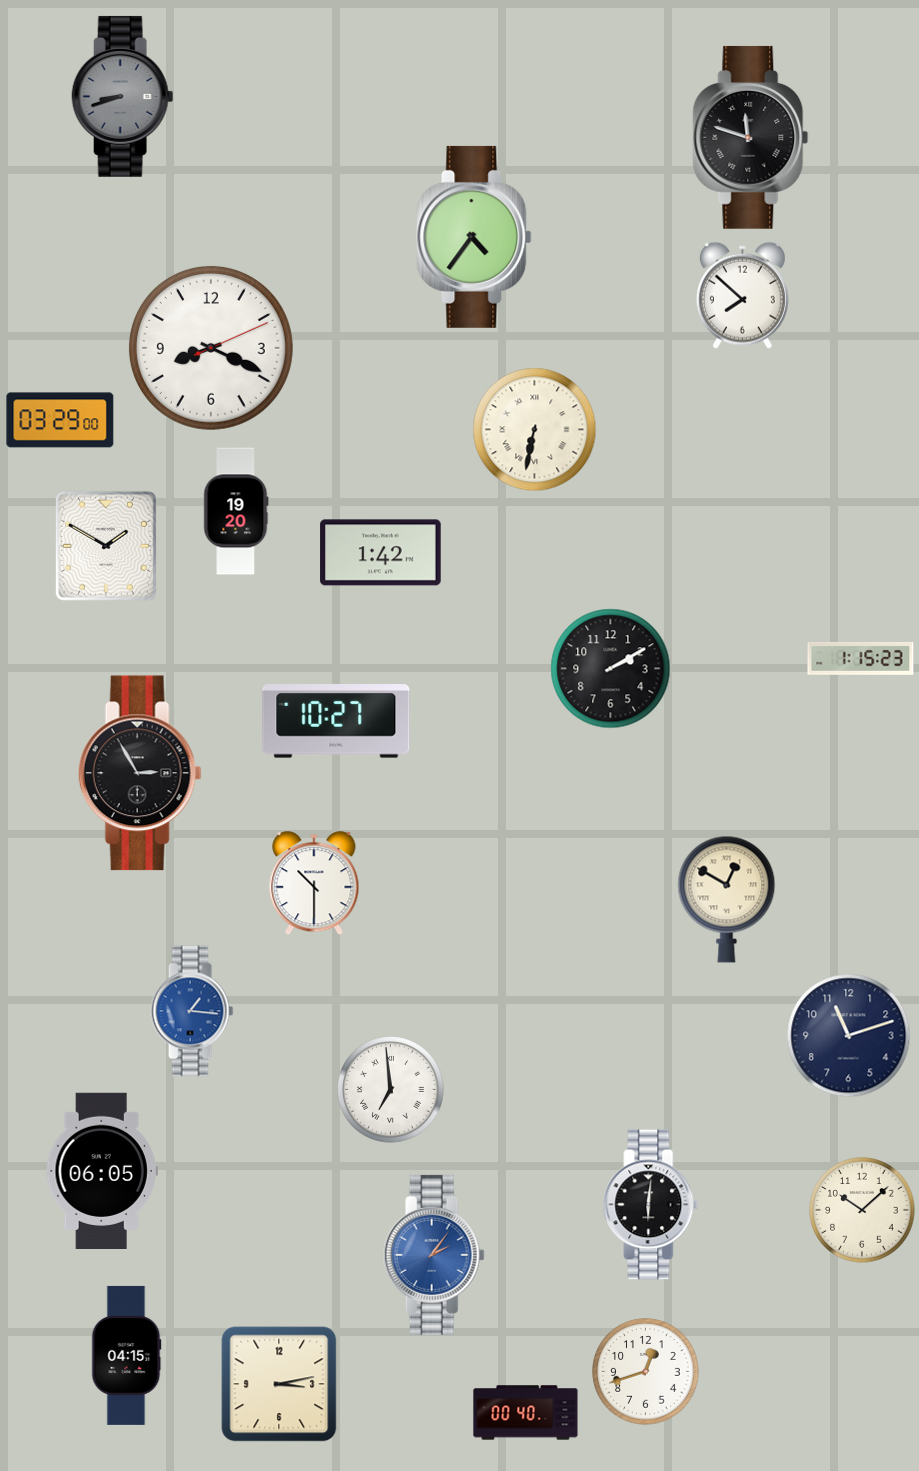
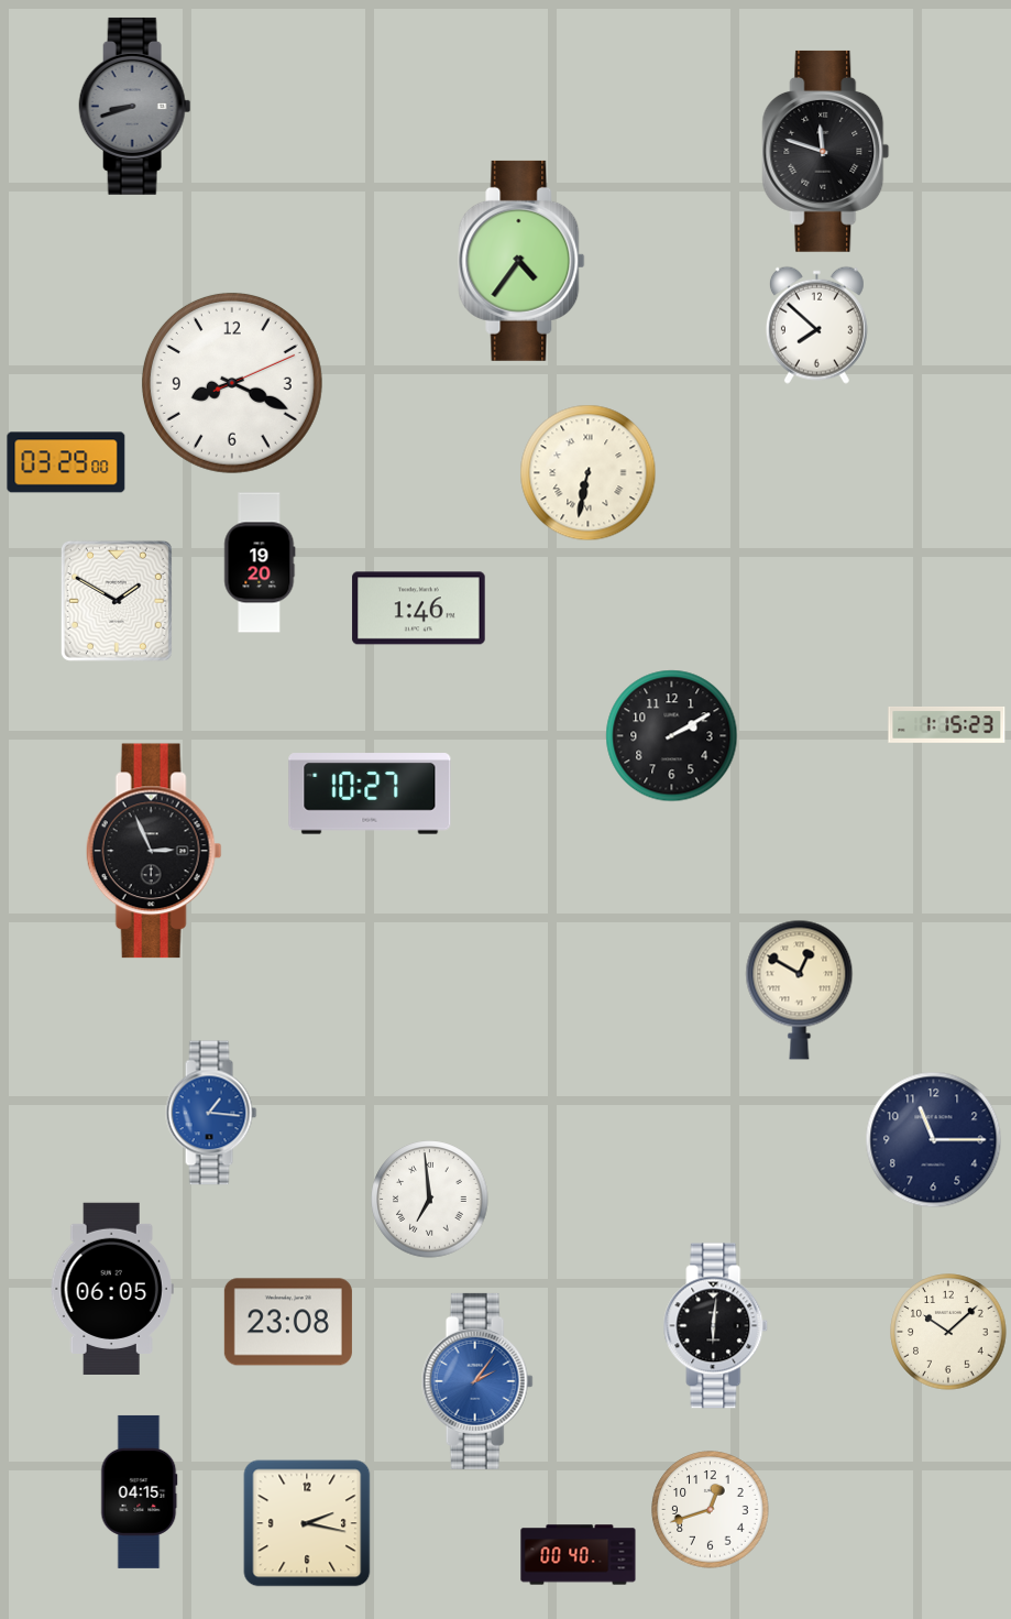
clock at (381, 553): 1:42 -> 1:46
clock at (140, 773): 2:55 -> 2:56
clock at (314, 884): 10:30 -> none
clock at (849, 1036): 11:12 -> 11:15
clock at (288, 1322): none -> 23:08
clock at (279, 1384): 3:13 -> 2:17
